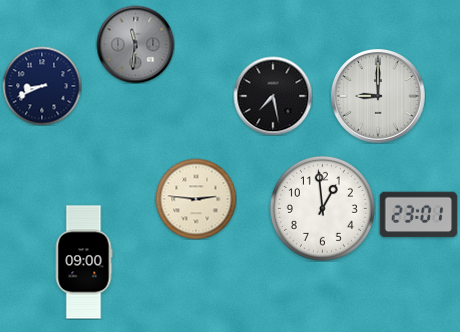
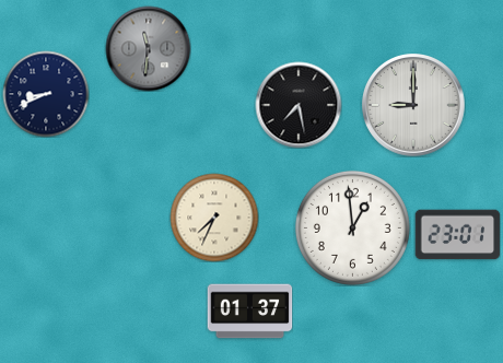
clock at (196, 199): 2:46 -> 7:34
clock at (84, 262): 09:00 -> none
clock at (249, 312): none -> 01:37
